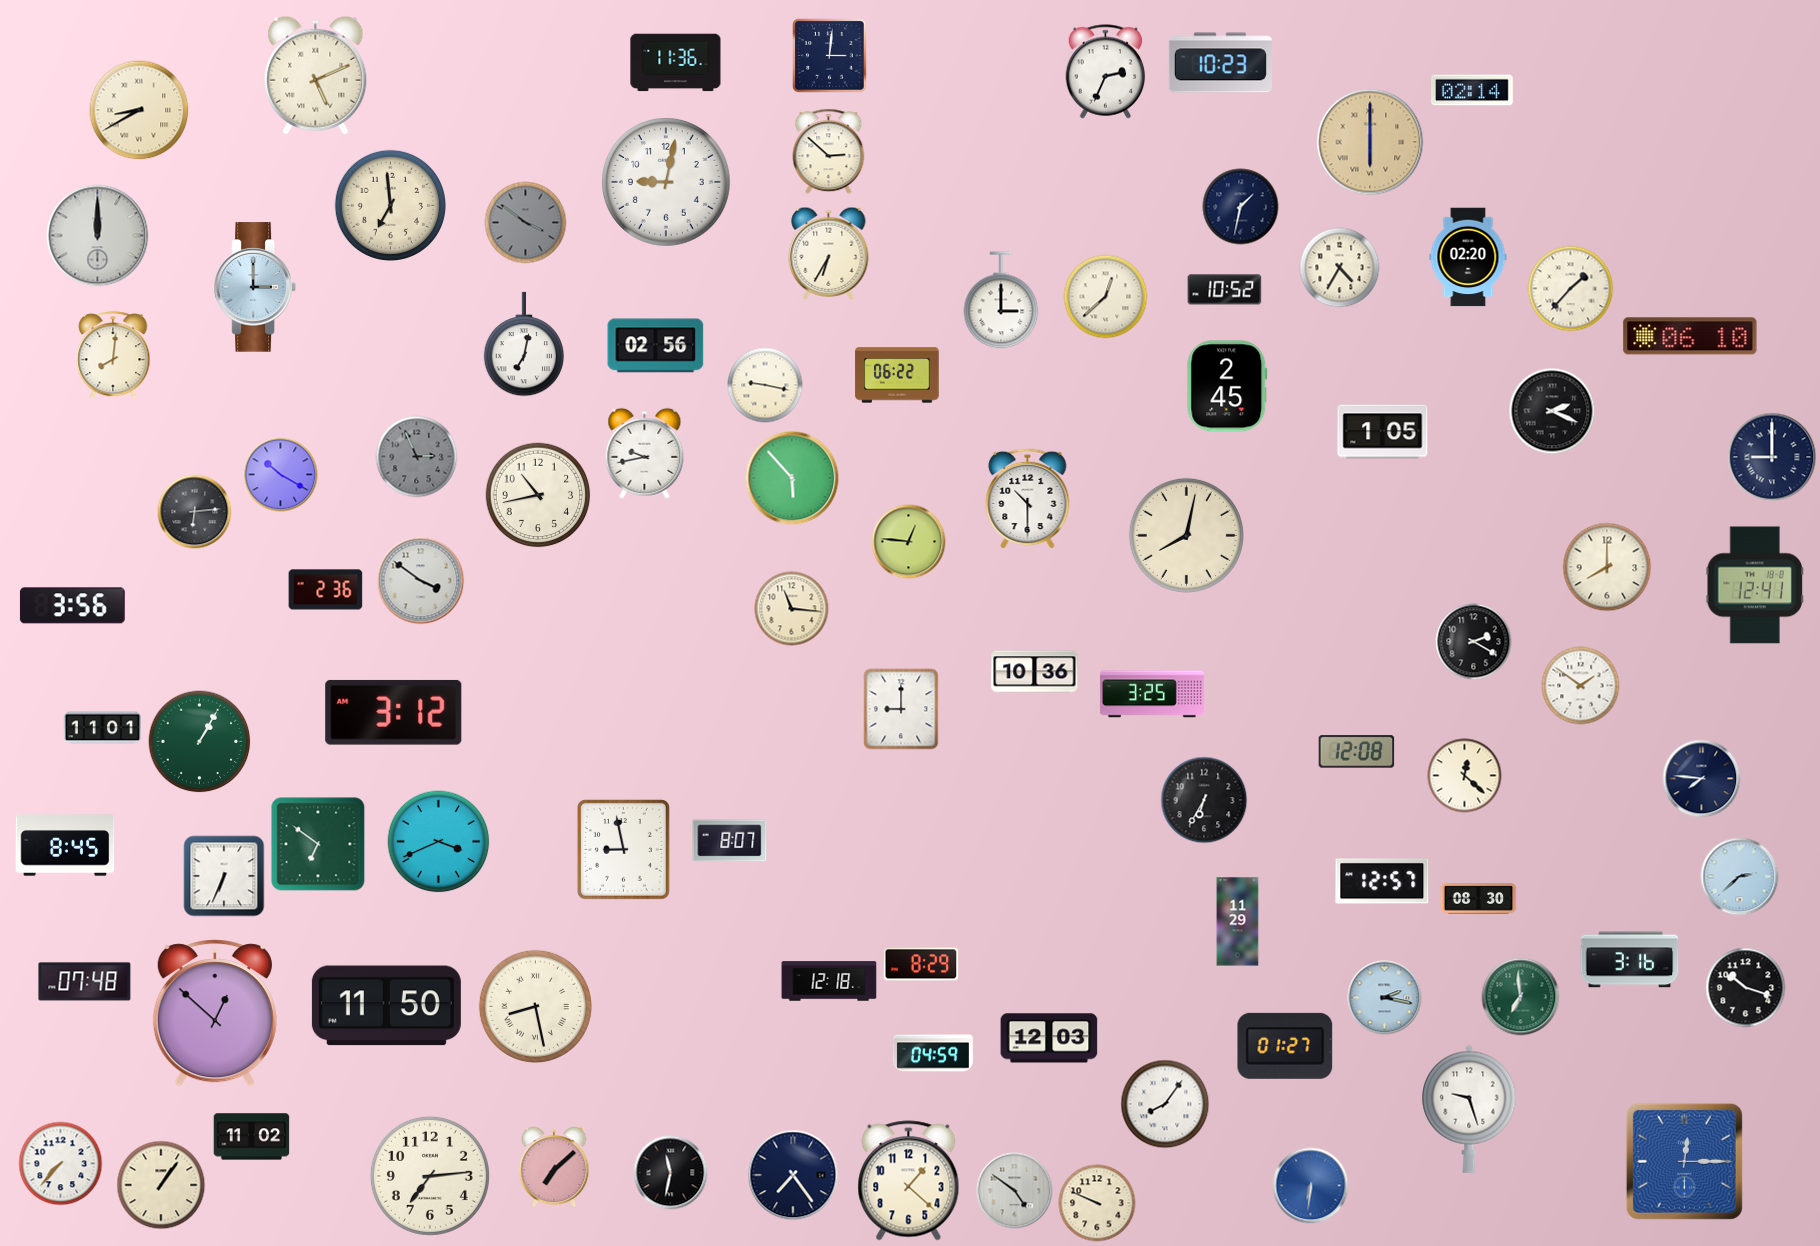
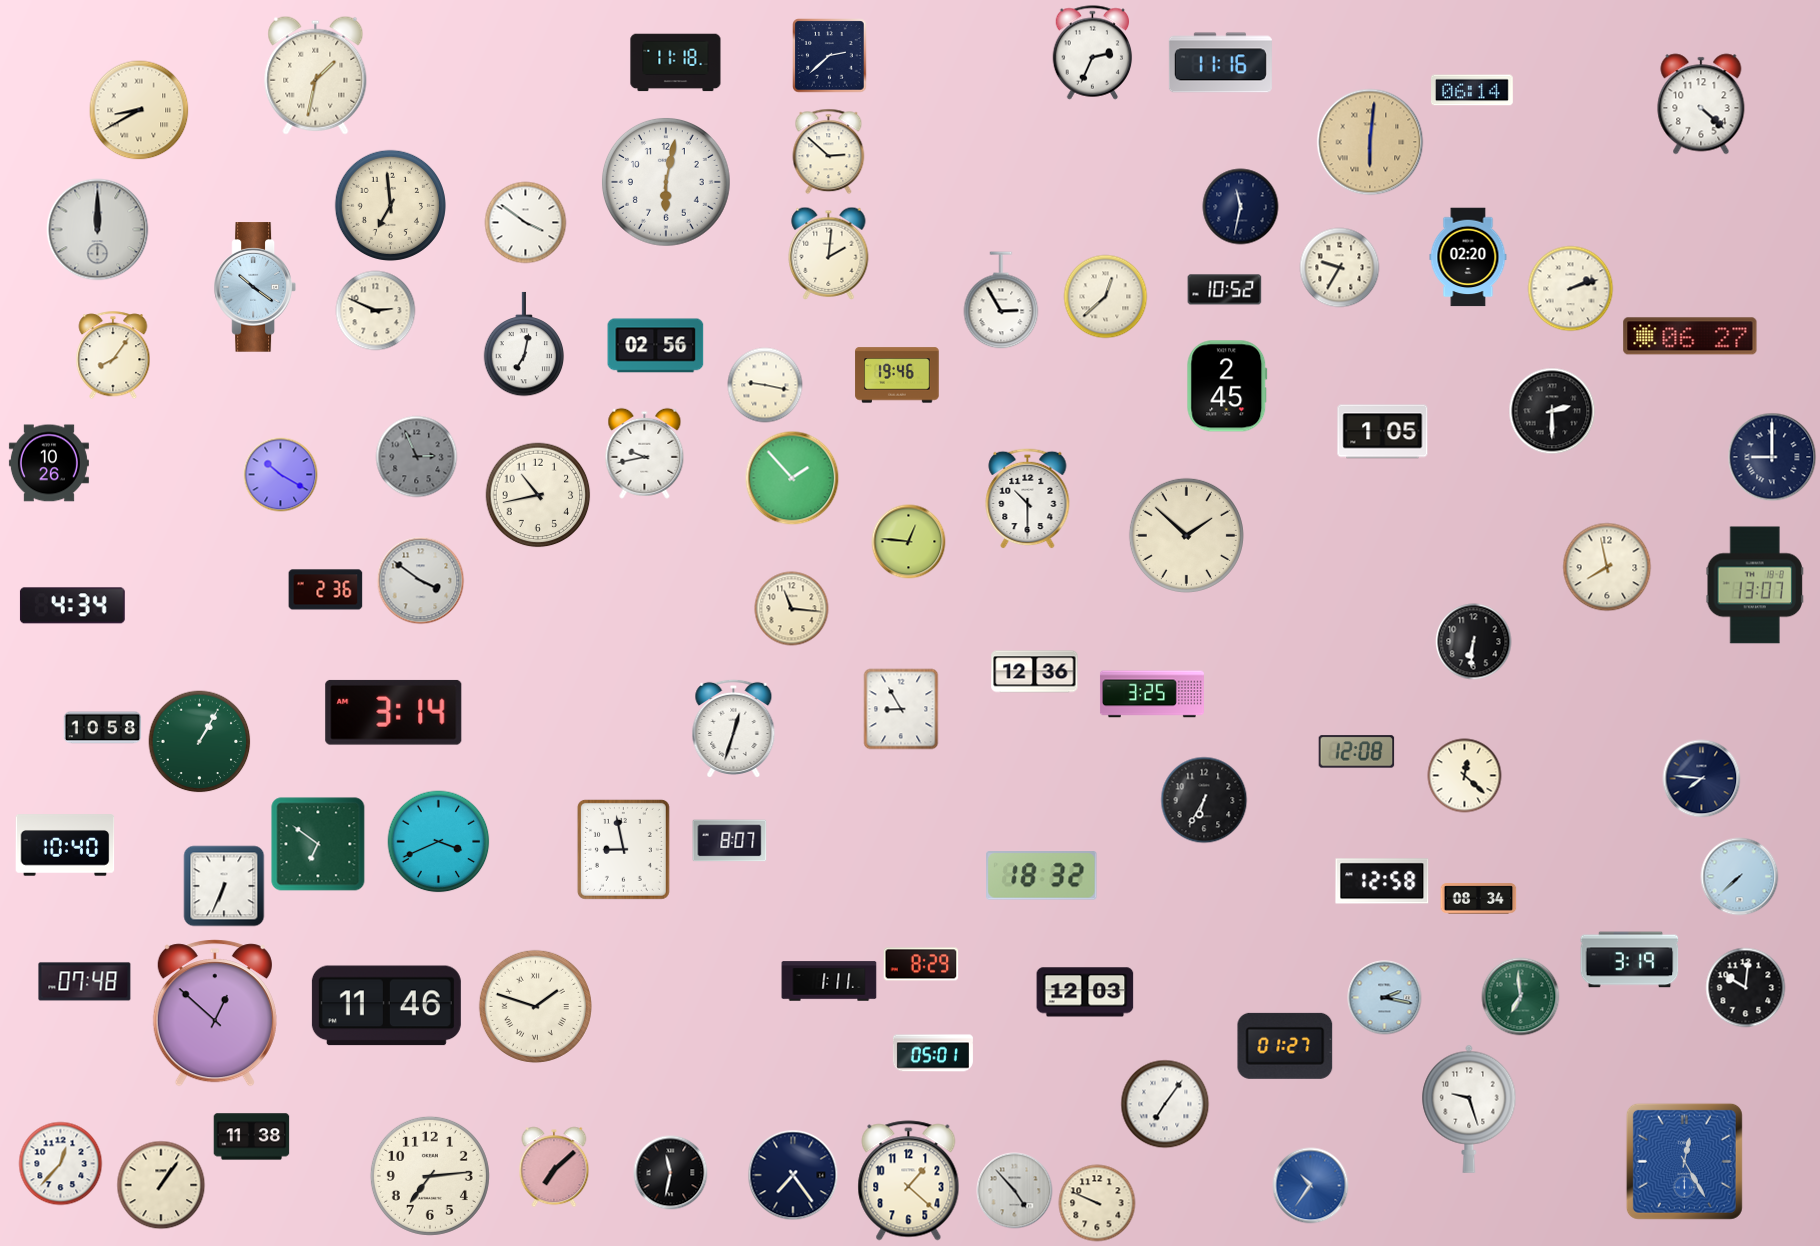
clock at (830, 56): 3:01 -> 2:38
clock at (676, 63): 11:36 -> 11:18
clock at (1220, 63): 10:23 -> 11:16
clock at (1106, 72) position: (1106, 72) -> (1093, 53)
clock at (316, 75): 5:11 -> 1:32
clock at (1473, 90): 02:14 -> 06:14
clock at (1701, 104): none -> 4:22
clock at (1370, 142): 6:00 -> 6:01
clock at (666, 182): 9:02 -> 6:02
clock at (1241, 207): 1:32 -> 11:32
clock at (526, 223) dial: grey -> white
clock at (98, 236) position: (98, 236) -> (98, 230)
clock at (829, 253): 6:35 -> 2:01
clock at (1340, 268): 4:35 -> 9:35
clock at (255, 287): 3:00 -> 10:21
clock at (1571, 289): 1:37 -> 2:12
clock at (1001, 300): 3:00 -> 2:55
clock at (376, 311): none -> 2:49
clock at (1690, 336): 06:10 -> 06:27
clock at (113, 356): 8:01 -> 8:06
clock at (897, 375): 06:22 -> 19:46
clock at (1552, 411): 2:19 -> 2:30
clock at (49, 463): none -> 10:26
clock at (792, 478): 5:53 -> 1:53
clock at (195, 512): 6:14 -> none
clock at (1186, 535): 8:02 -> 1:52
clock at (1607, 567): 8:00 -> 7:58
clock at (1755, 585): 12:41 -> 13:07
clock at (72, 606): 3:56 -> 4:34
clock at (1474, 642): 2:20 -> 6:31
clock at (1035, 672): 10:36 -> 12:36
clock at (1581, 686): 1:51 -> none
clock at (901, 709): 9:00 -> 8:55
clock at (394, 712): 3:12 -> 3:14
clock at (103, 728): 11:01 -> 10:58
clock at (734, 728): none -> 12:33
clock at (65, 845): 8:45 -> 10:40
clock at (224, 876) position: (224, 876) -> (224, 886)
clock at (1042, 876): none -> 18:32
clock at (1740, 877): 2:38 -> 7:38
clock at (1382, 881): 12:57 -> 12:58
clock at (1479, 899): 08:30 -> 08:34
clock at (1238, 922): 11:29 -> none
clock at (1630, 960): 3:16 -> 3:19
clock at (829, 981): 12:18 -> 1:11
clock at (1746, 988): 10:18 -> 10:01
clock at (386, 1006): 11:50 -> 11:46
clock at (535, 1006): 8:28 -> 1:48
clock at (1049, 1038) position: (1049, 1038) -> (1085, 992)
clock at (933, 1053): 04:59 -> 05:01
clock at (1165, 1104): 8:06 -> 7:06
clock at (252, 1137): 11:02 -> 11:38
clock at (1684, 1161): 12:15 -> 12:25
clock at (61, 1164): 7:37 -> 12:37
clock at (1311, 1186): 6:31 -> 10:36
clock at (1015, 1191): 4:51 -> 4:53
